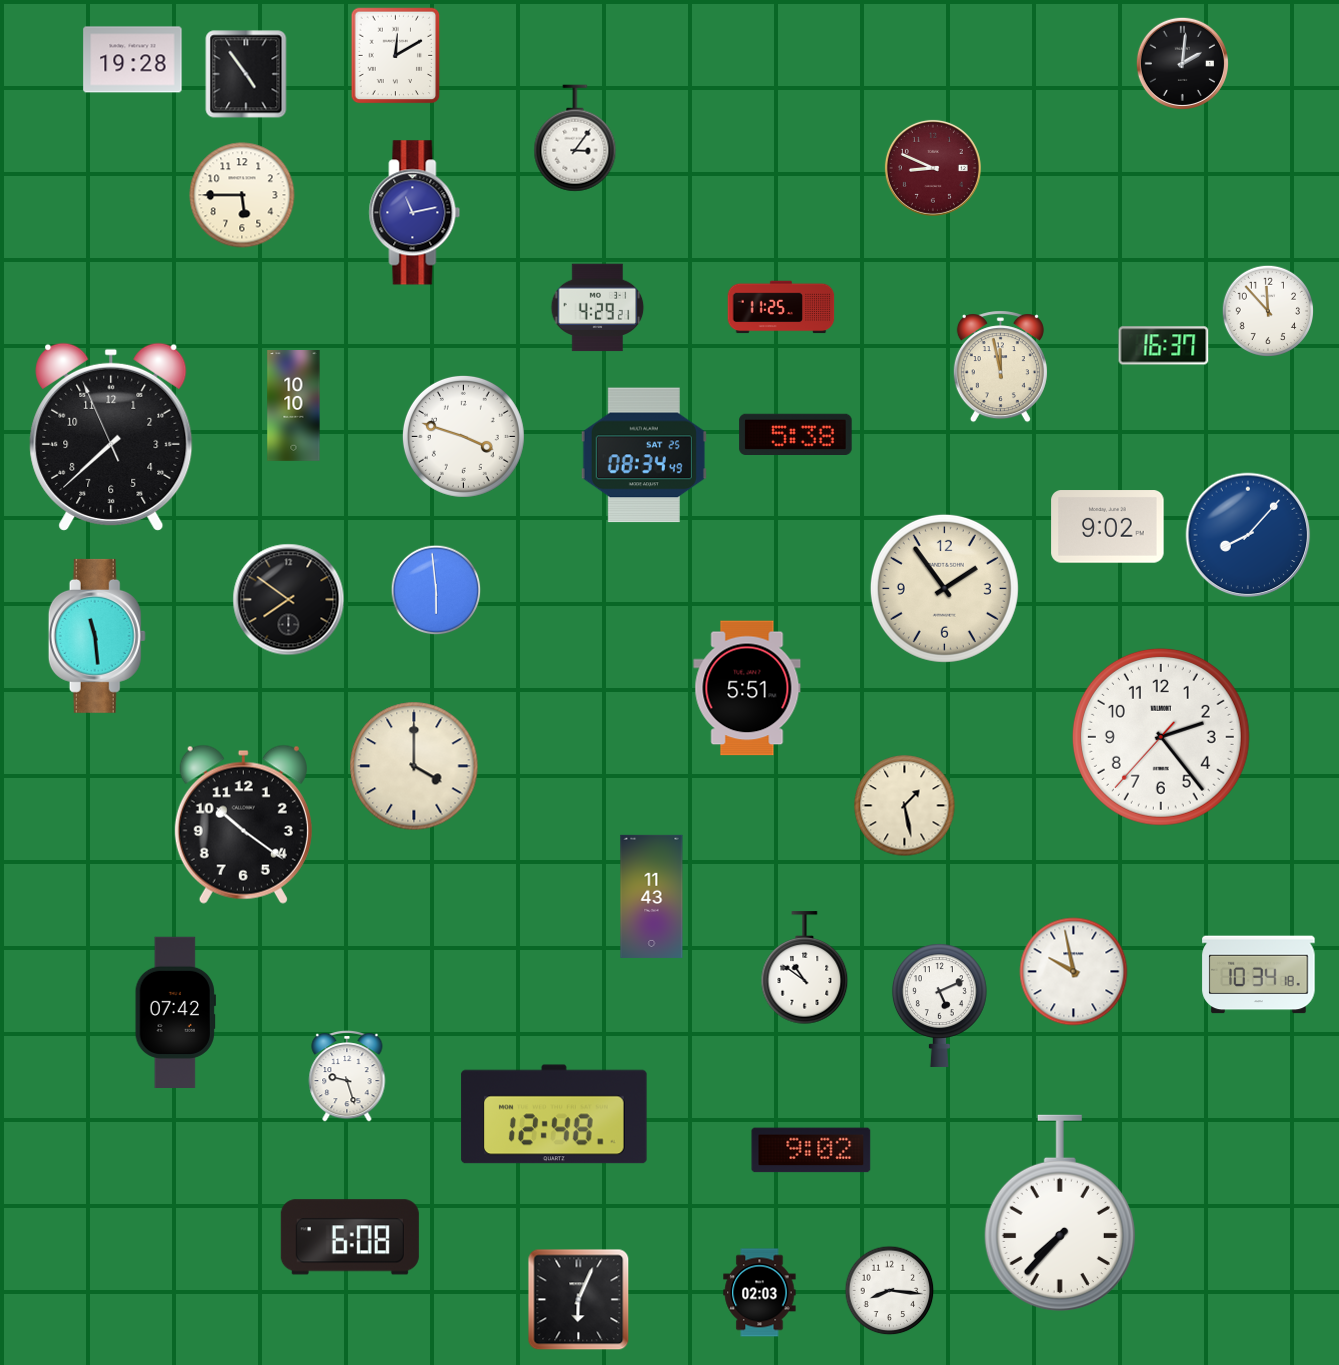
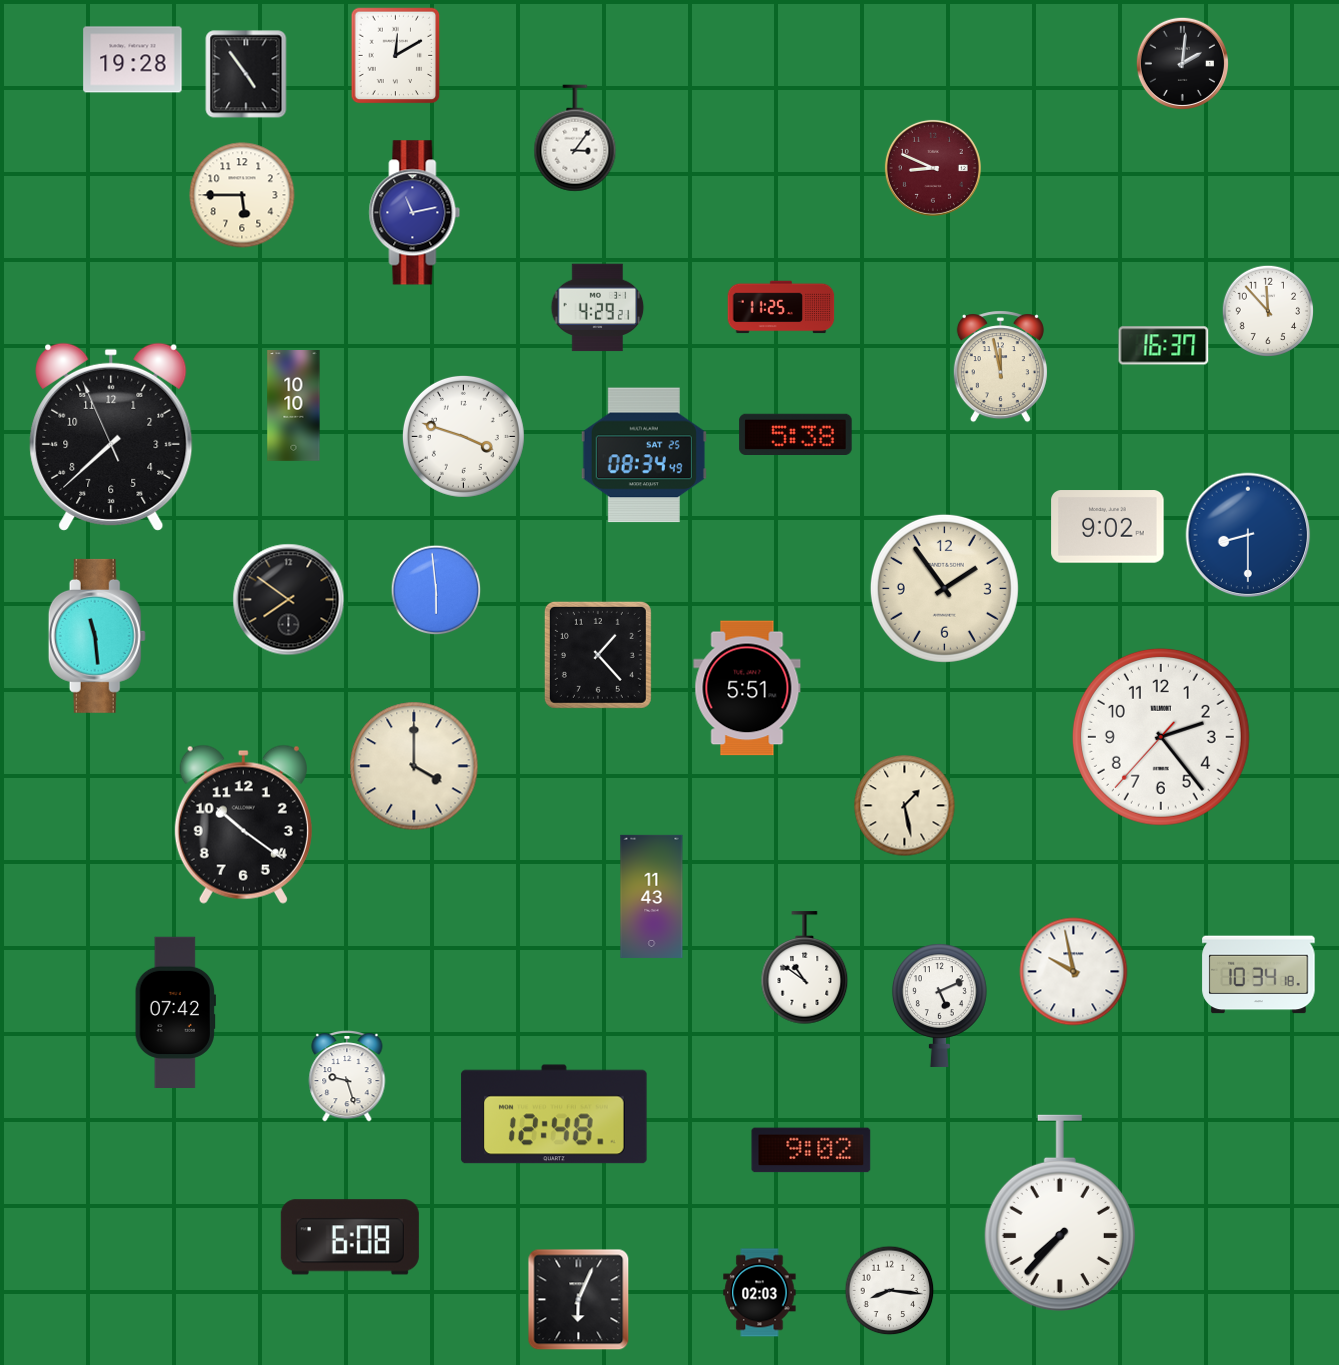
clock at (1248, 535): 8:07 -> 8:30
clock at (598, 655): none -> 1:23
